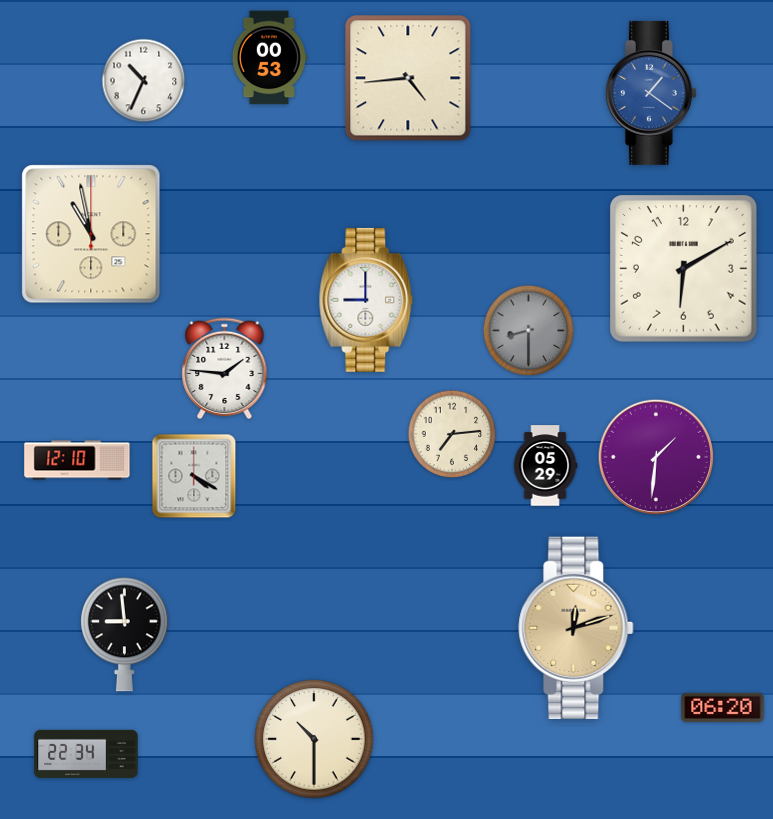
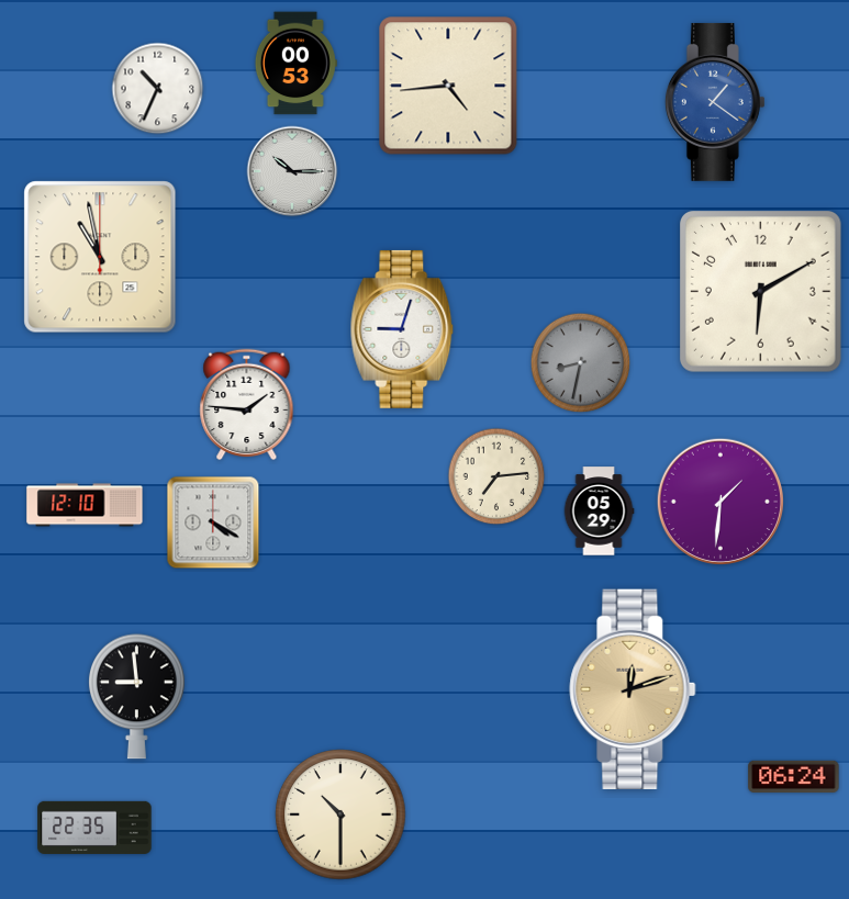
clock at (292, 171): none -> 10:15
clock at (684, 269) position: (684, 269) -> (761, 292)
clock at (366, 300): 9:00 -> 9:03
clock at (529, 331): 8:30 -> 8:32
clock at (723, 707): 06:20 -> 06:24
clock at (314, 739) position: (314, 739) -> (340, 814)
clock at (86, 754): 22:34 -> 22:35
